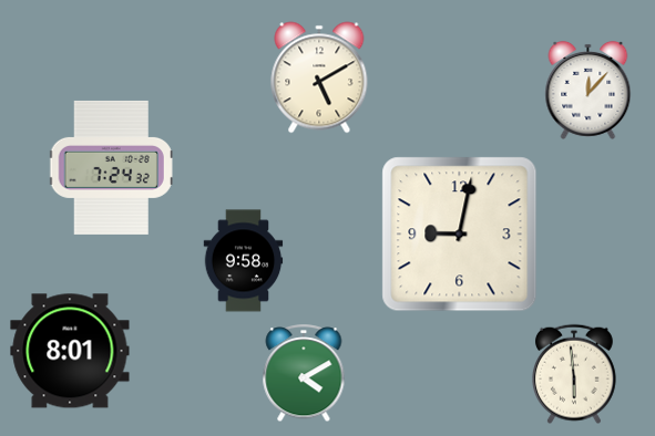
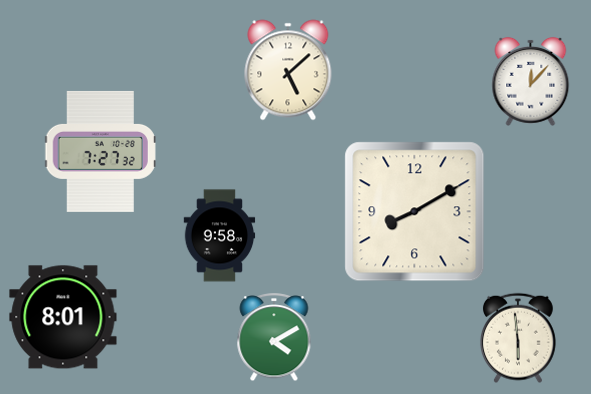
clock at (319, 77): 5:10 -> 5:08
clock at (112, 167): 7:24 -> 7:27
clock at (460, 235): 9:02 -> 8:10
